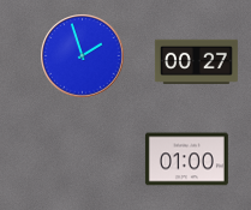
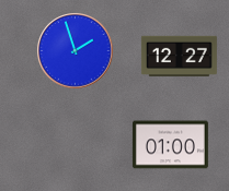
clock at (196, 61): 00:27 -> 12:27
